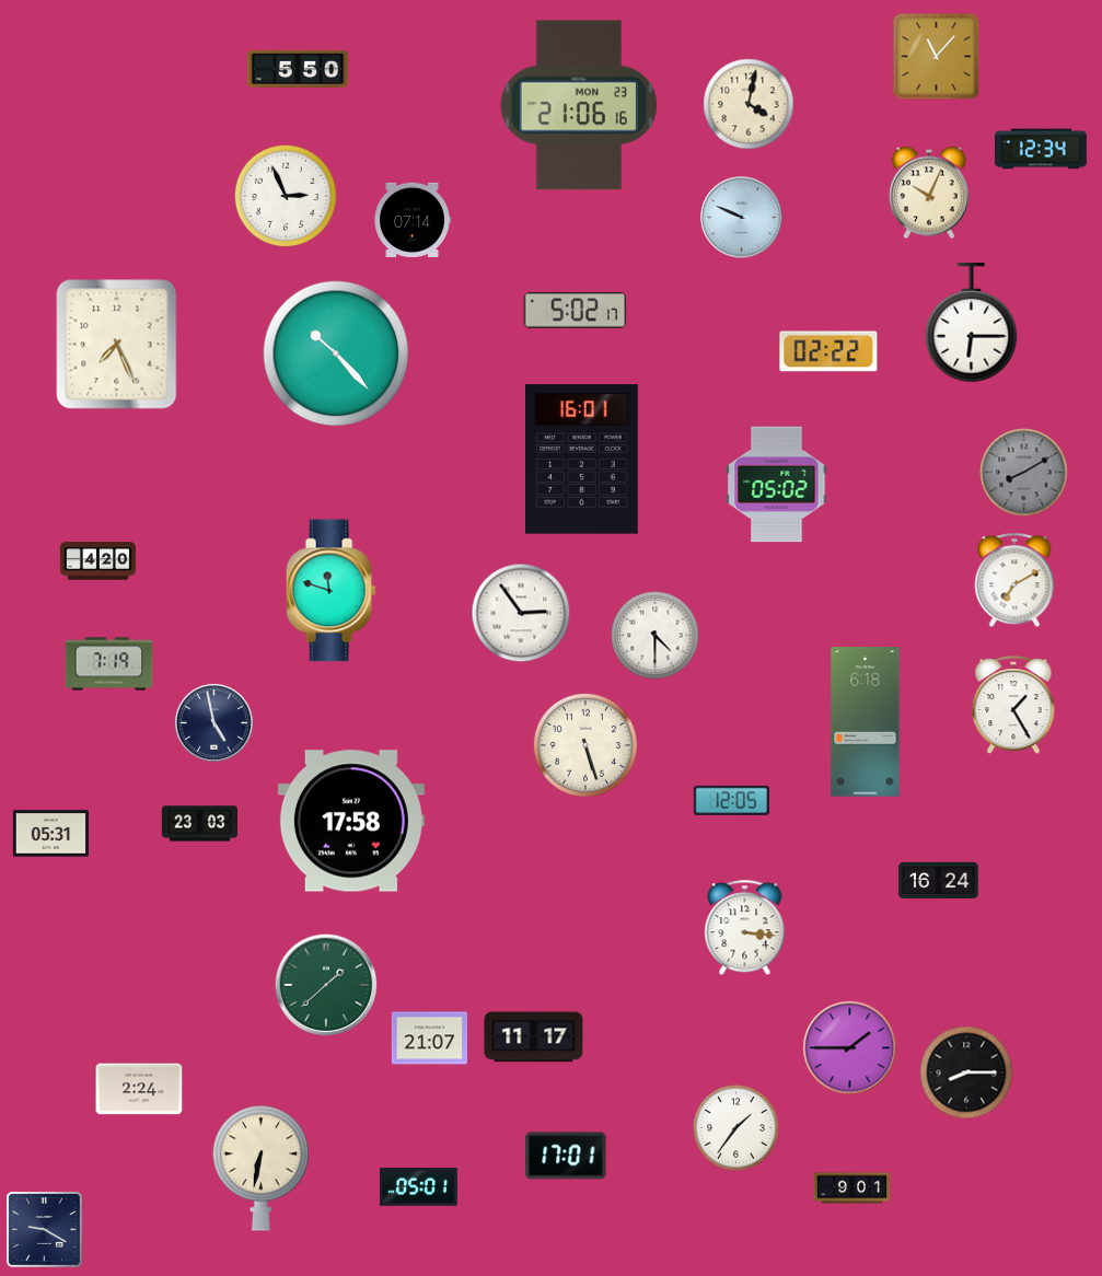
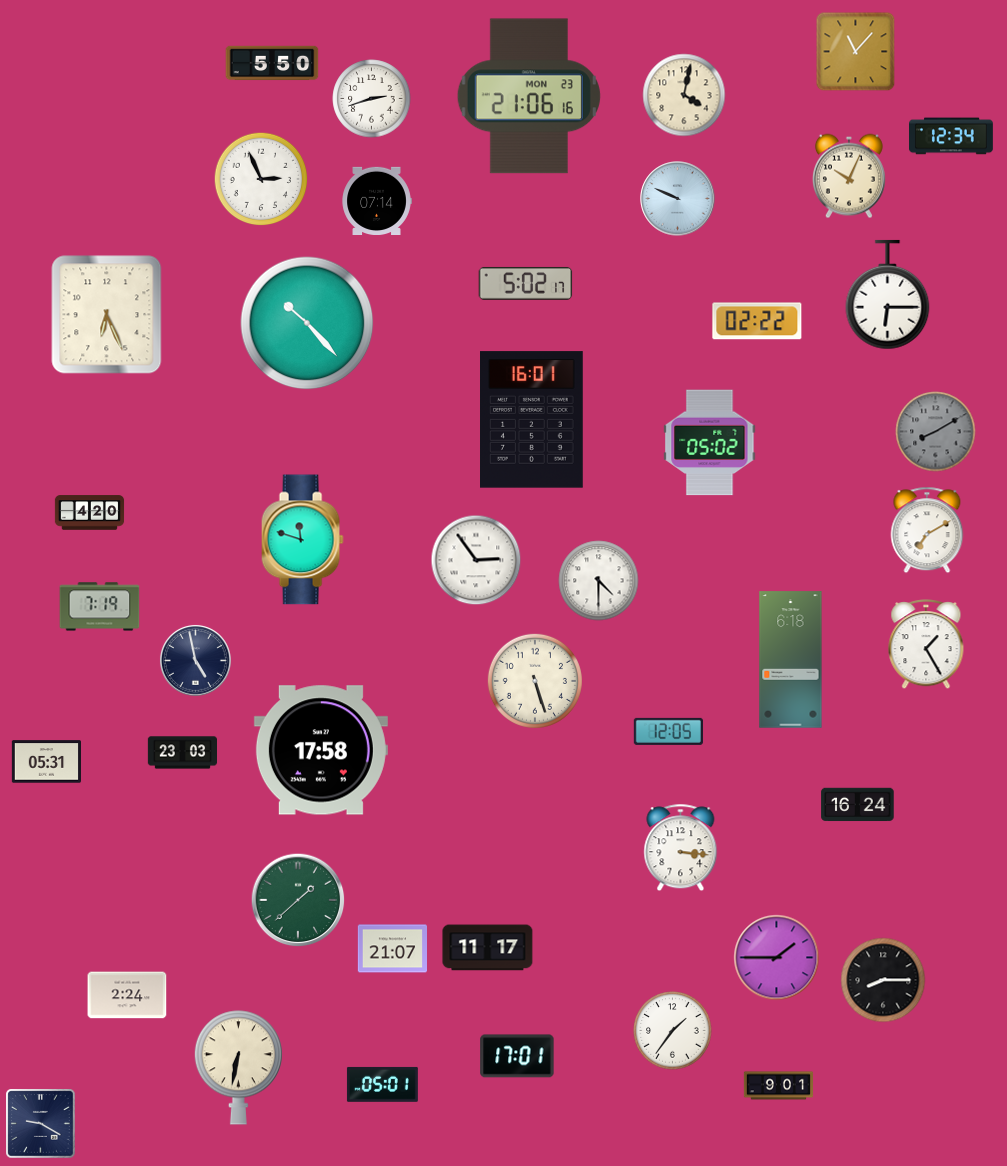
clock at (372, 99): none -> 2:42
clock at (117, 345): 7:26 -> 6:26
